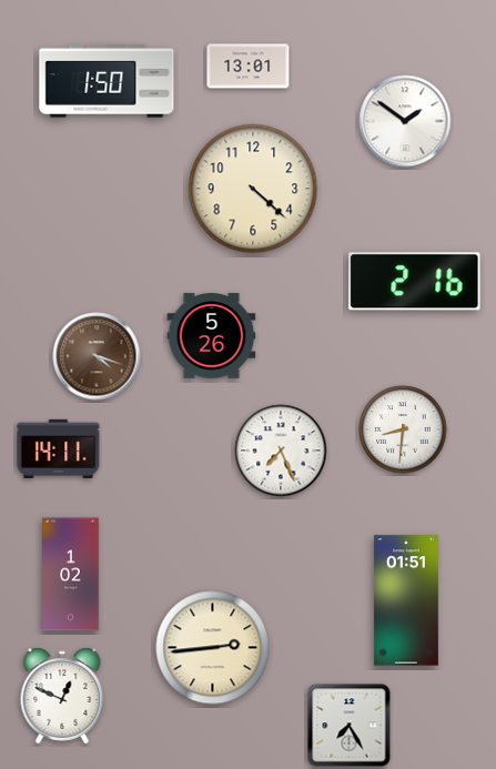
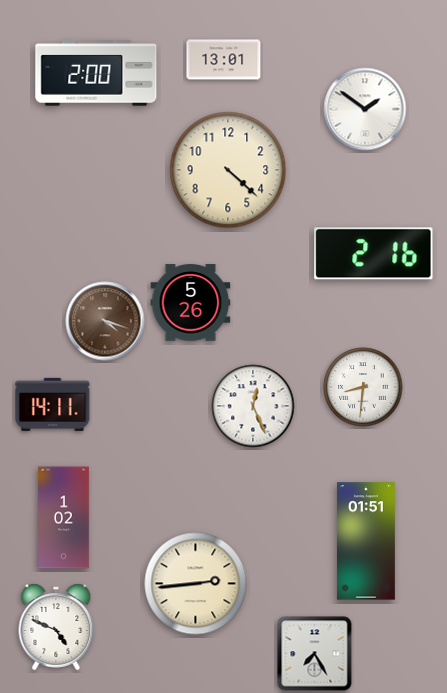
clock at (107, 81): 1:50 -> 2:00
clock at (97, 356) position: (97, 356) -> (105, 321)
clock at (281, 451): 7:26 -> 12:26
clock at (213, 648) position: (213, 648) -> (196, 584)
clock at (62, 696): 12:49 -> 4:49
